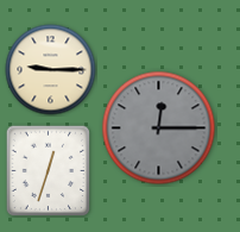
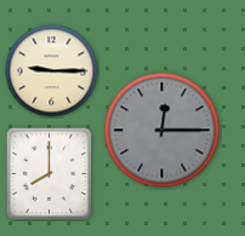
clock at (49, 170): 12:33 -> 8:00
